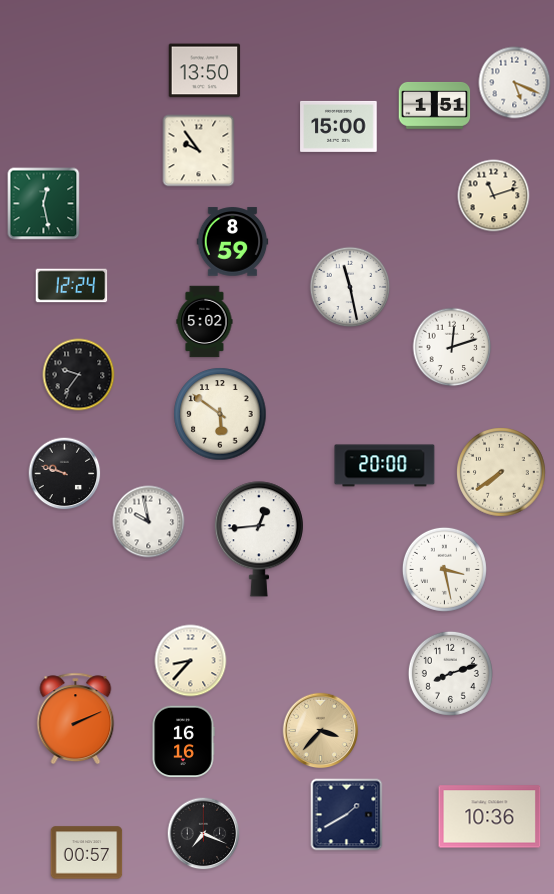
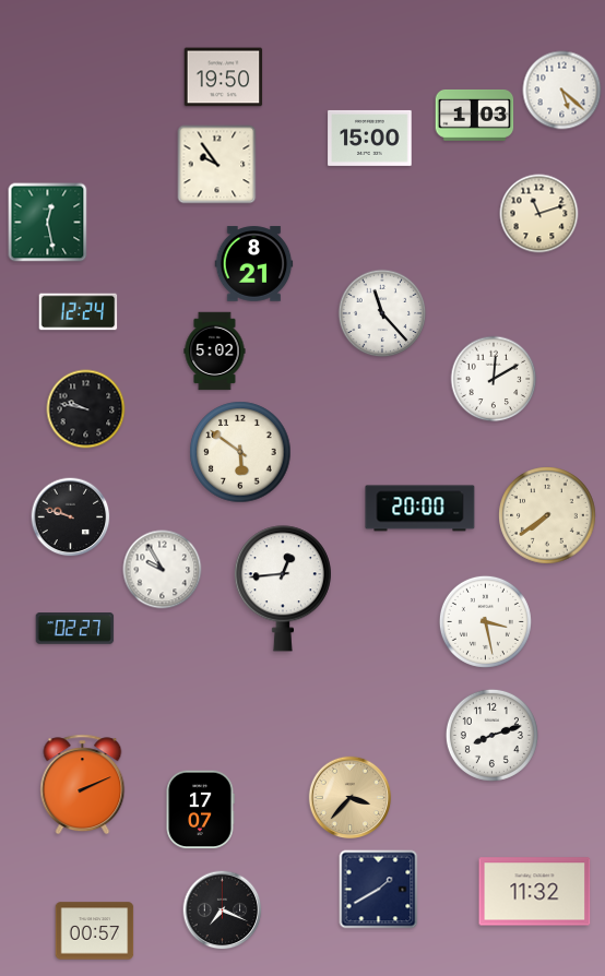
clock at (205, 71): 13:50 -> 19:50
clock at (515, 83): 5:19 -> 5:22
clock at (435, 106): 1:51 -> 1:03
clock at (233, 242): 8:59 -> 8:21
clock at (350, 287): 11:28 -> 11:23
clock at (205, 322) position: (205, 322) -> (215, 352)
clock at (452, 347): 12:12 -> 12:10
clock at (79, 375): 9:36 -> 9:47
clock at (149, 522): 9:58 -> 9:55
clock at (75, 629): none -> 02:27
clock at (191, 661): 8:37 -> none
clock at (183, 742): 16:16 -> 17:07
clock at (490, 817): 10:36 -> 11:32
